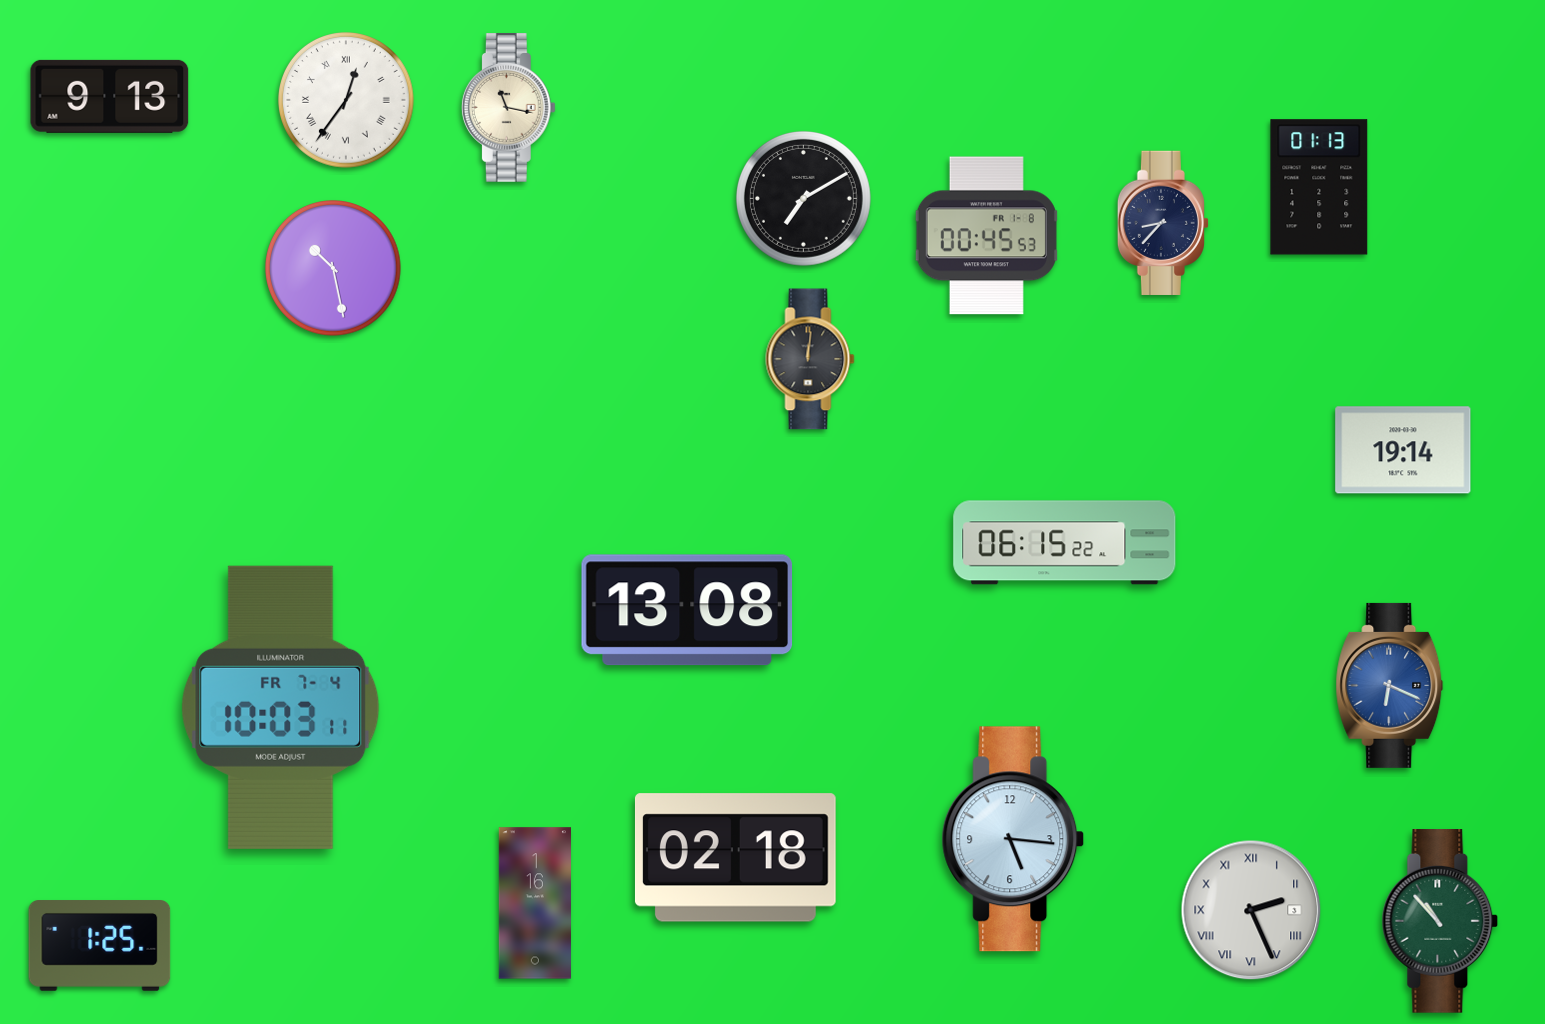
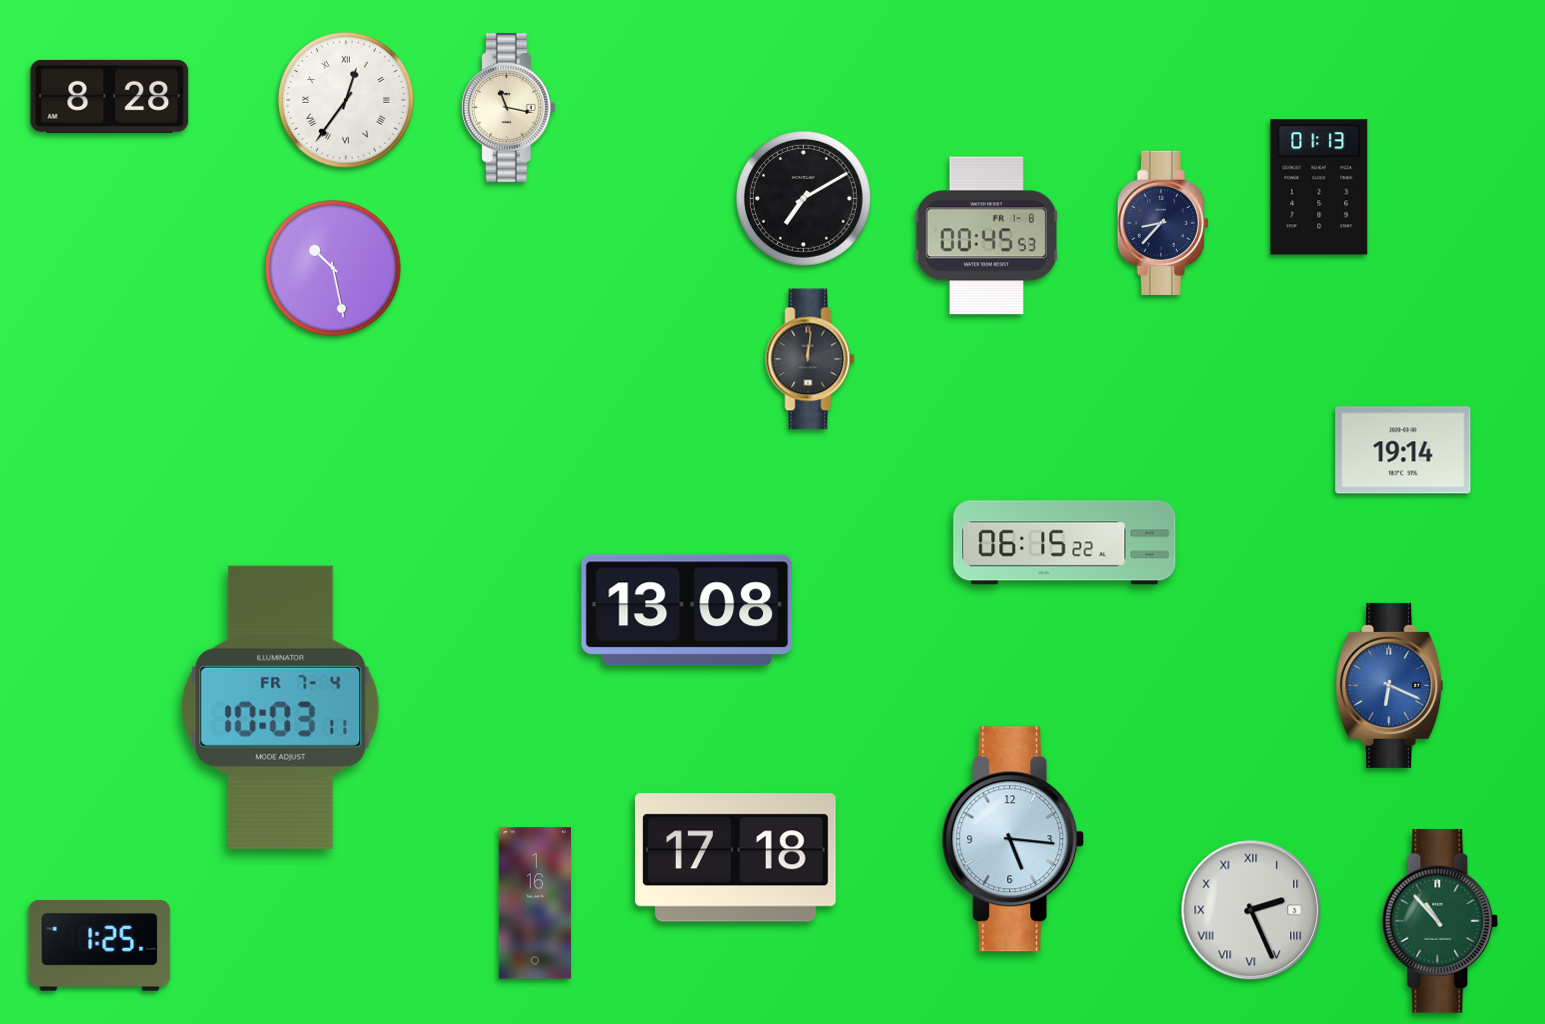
clock at (110, 96): 9:13 -> 8:28
clock at (735, 858): 02:18 -> 17:18
